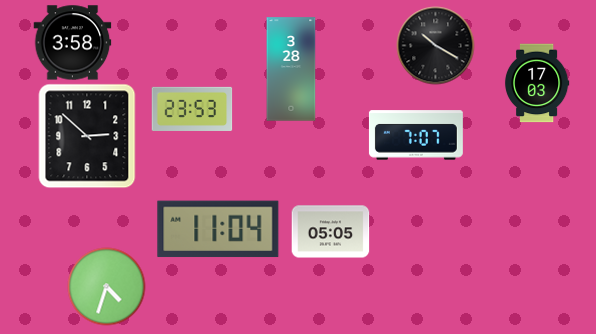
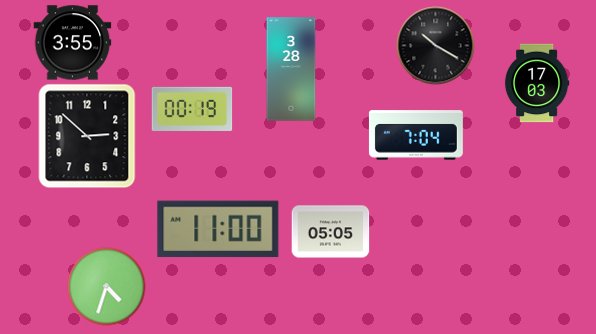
clock at (72, 43): 3:58 -> 3:55
clock at (192, 109): 23:53 -> 00:19
clock at (416, 135): 7:07 -> 7:04
clock at (218, 229): 11:04 -> 11:00
